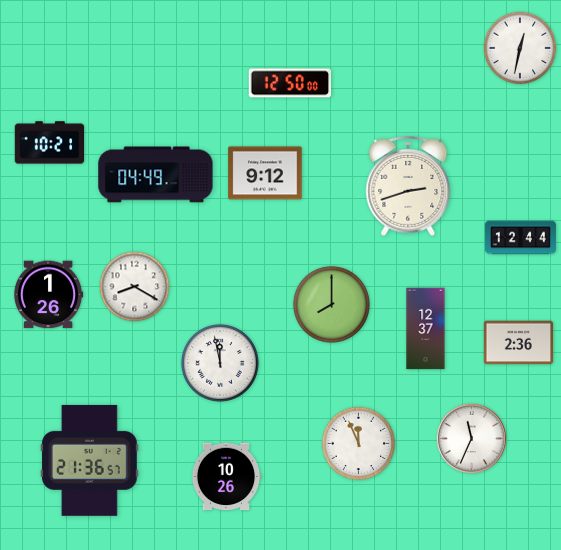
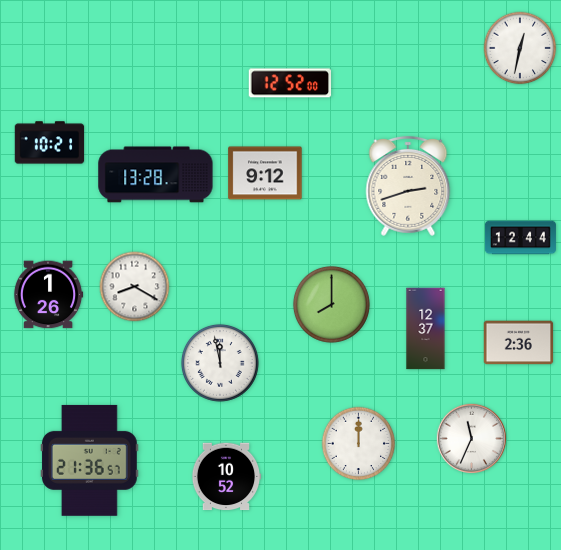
clock at (290, 83): 12:50 -> 12:52
clock at (156, 175): 04:49 -> 13:28
clock at (359, 444): 11:56 -> 12:00
clock at (226, 477): 10:26 -> 10:52
